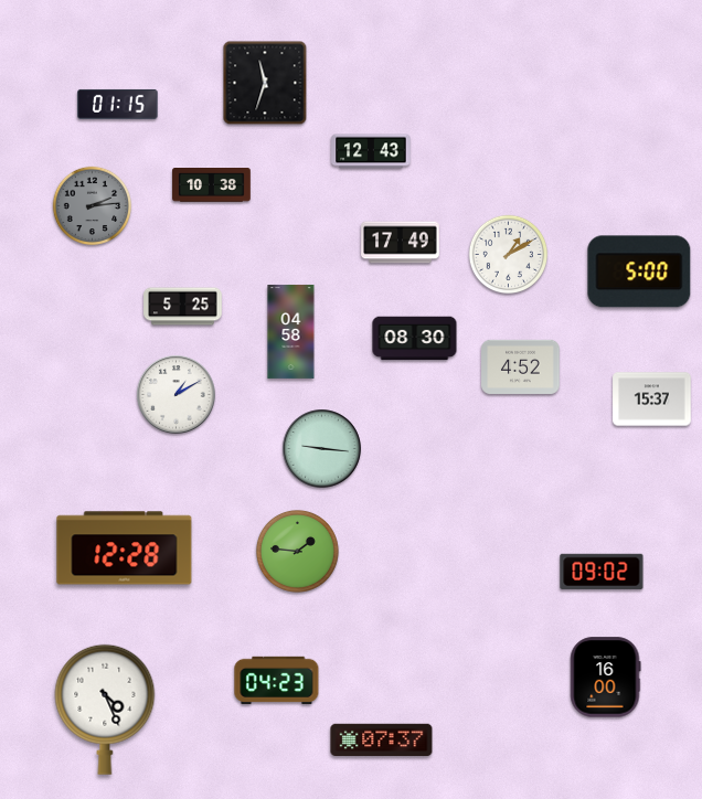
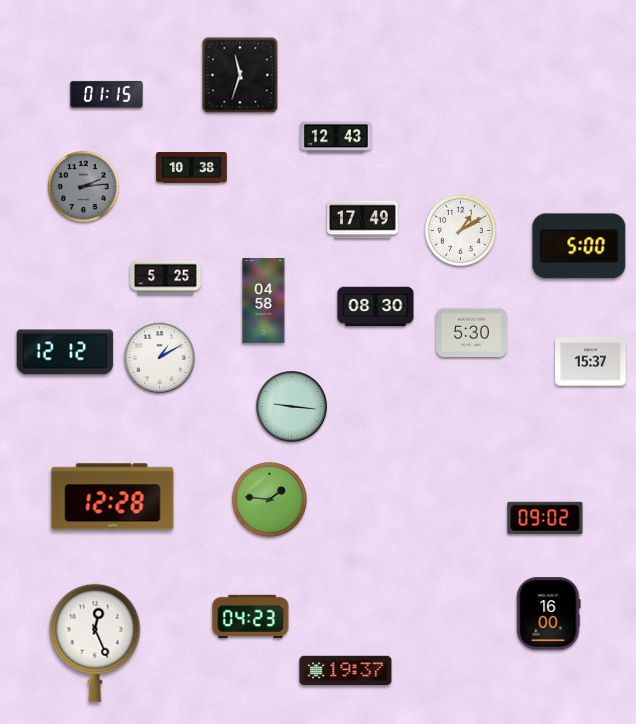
clock at (521, 366): 4:52 -> 5:30
clock at (65, 352): none -> 12:12
clock at (105, 710): 4:26 -> 12:26
clock at (382, 741): 07:37 -> 19:37
